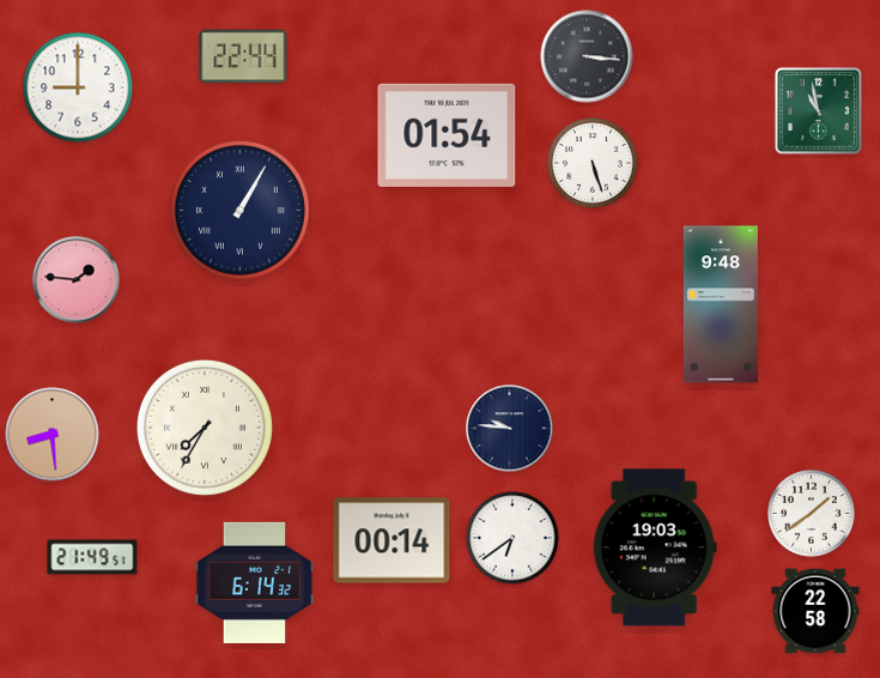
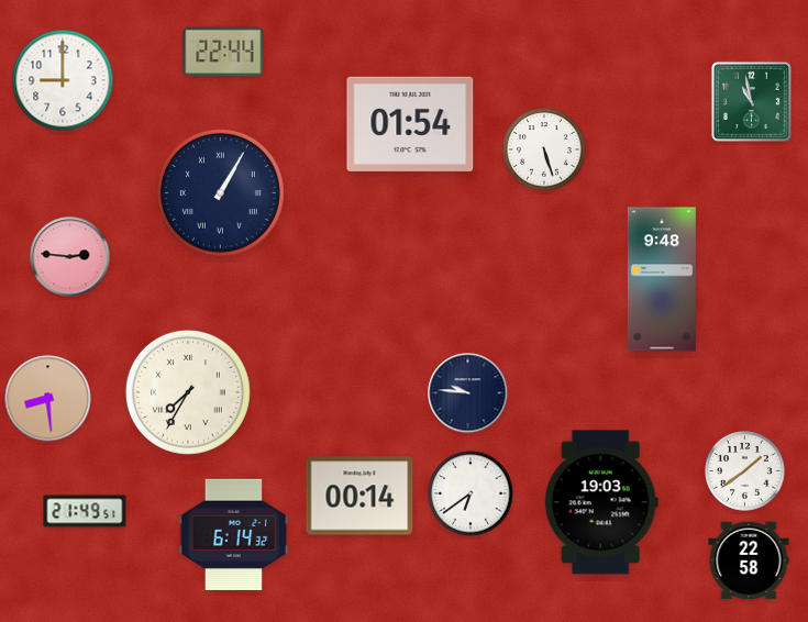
clock at (587, 56): 3:16 -> none
clock at (78, 87) position: (78, 87) -> (63, 80)
clock at (77, 280): 1:46 -> 2:46
